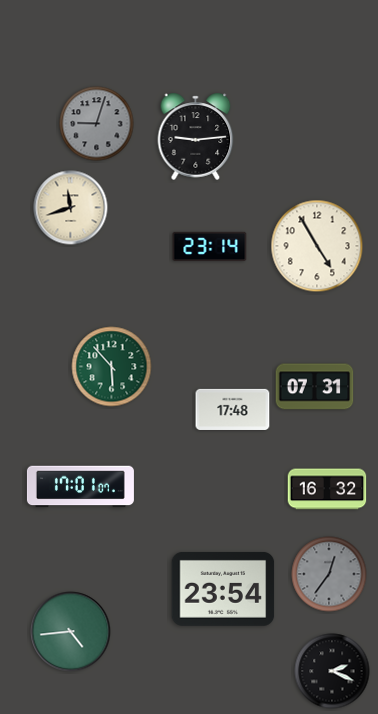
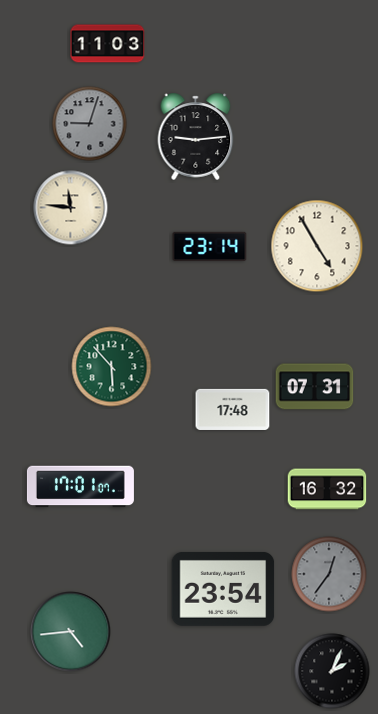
clock at (108, 44): none -> 11:03
clock at (97, 124) position: (97, 124) -> (90, 124)
clock at (71, 208): 11:42 -> 11:46
clock at (332, 671): 2:19 -> 2:04
